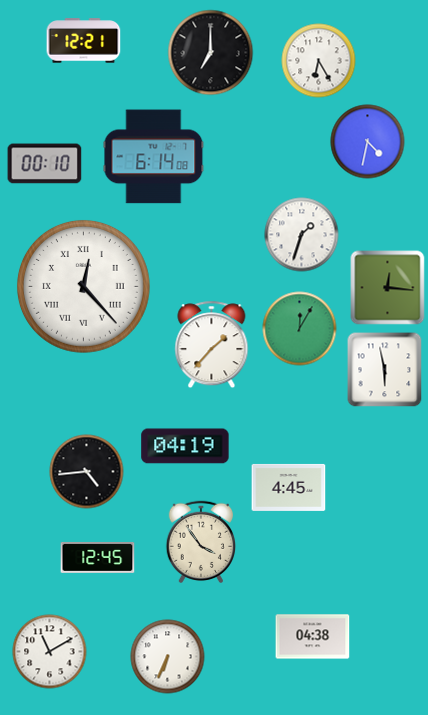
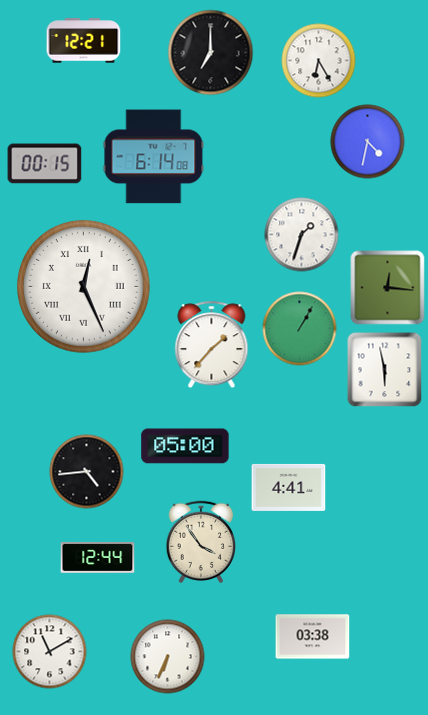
clock at (45, 164): 00:10 -> 00:15
clock at (83, 286): 12:23 -> 12:26
clock at (300, 329): 12:05 -> 1:05
clock at (185, 446): 04:19 -> 05:00
clock at (289, 487): 4:45 -> 4:41
clock at (98, 558): 12:45 -> 12:44
clock at (313, 637): 04:38 -> 03:38
